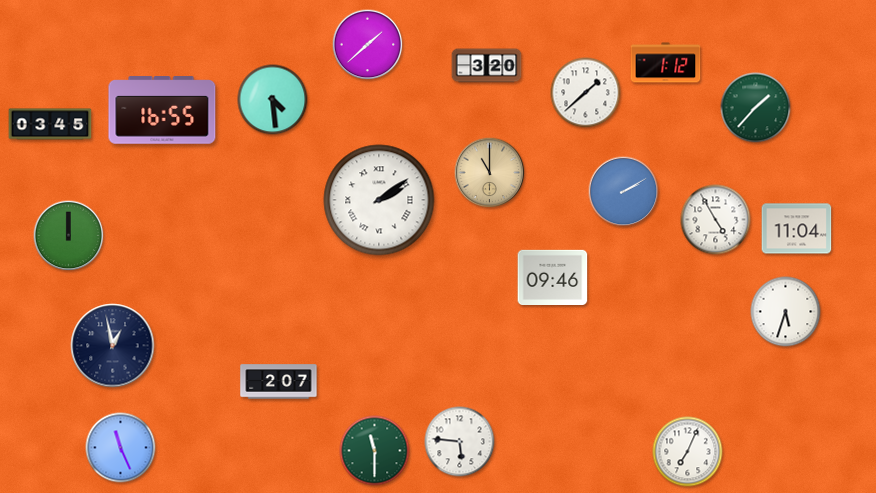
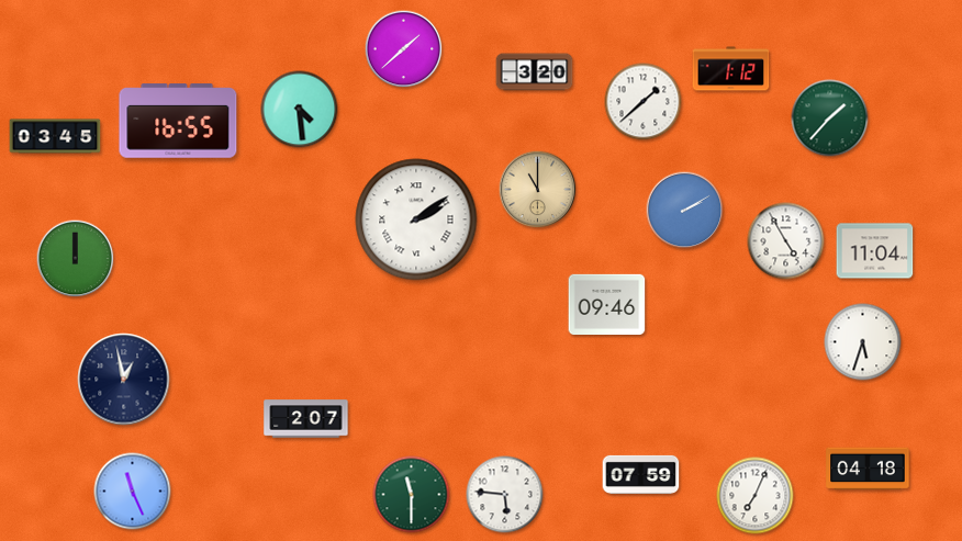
clock at (868, 469): none -> 04:18
clock at (641, 474): none -> 07:59
clock at (460, 442) position: (460, 442) -> (505, 495)
